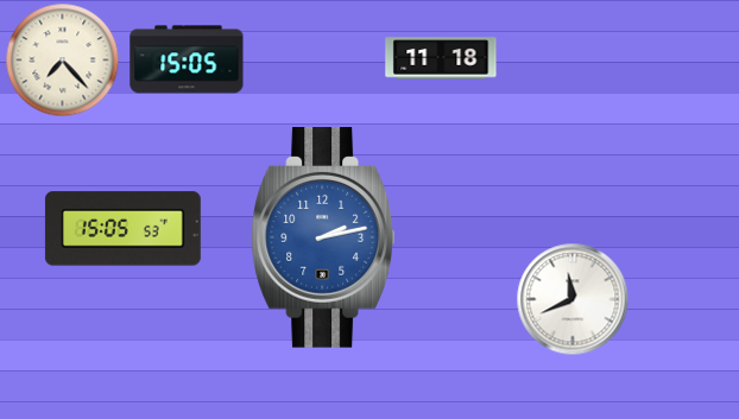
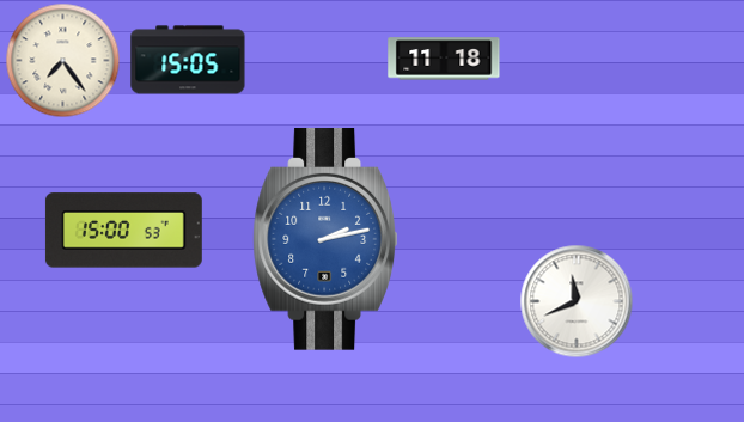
clock at (62, 59): 7:23 -> 7:24
clock at (122, 229): 15:05 -> 15:00
